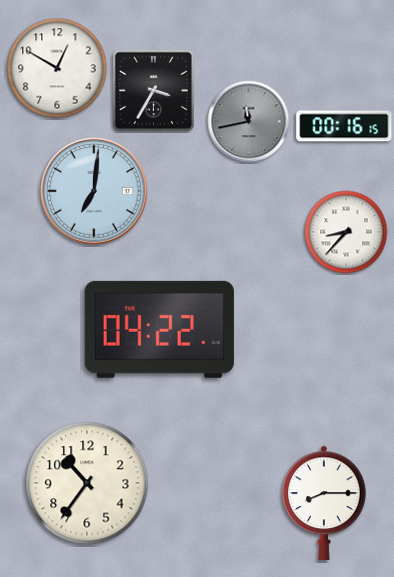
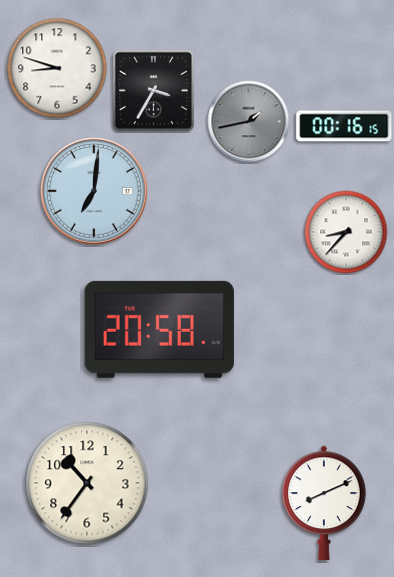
clock at (57, 68): 12:50 -> 8:48
clock at (249, 122): 11:43 -> 1:43
clock at (159, 329): 04:22 -> 20:58
clock at (324, 502): 8:15 -> 8:11
